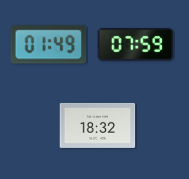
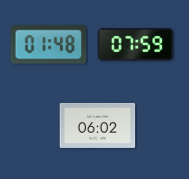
clock at (49, 45): 01:49 -> 01:48
clock at (98, 125): 18:32 -> 06:02
